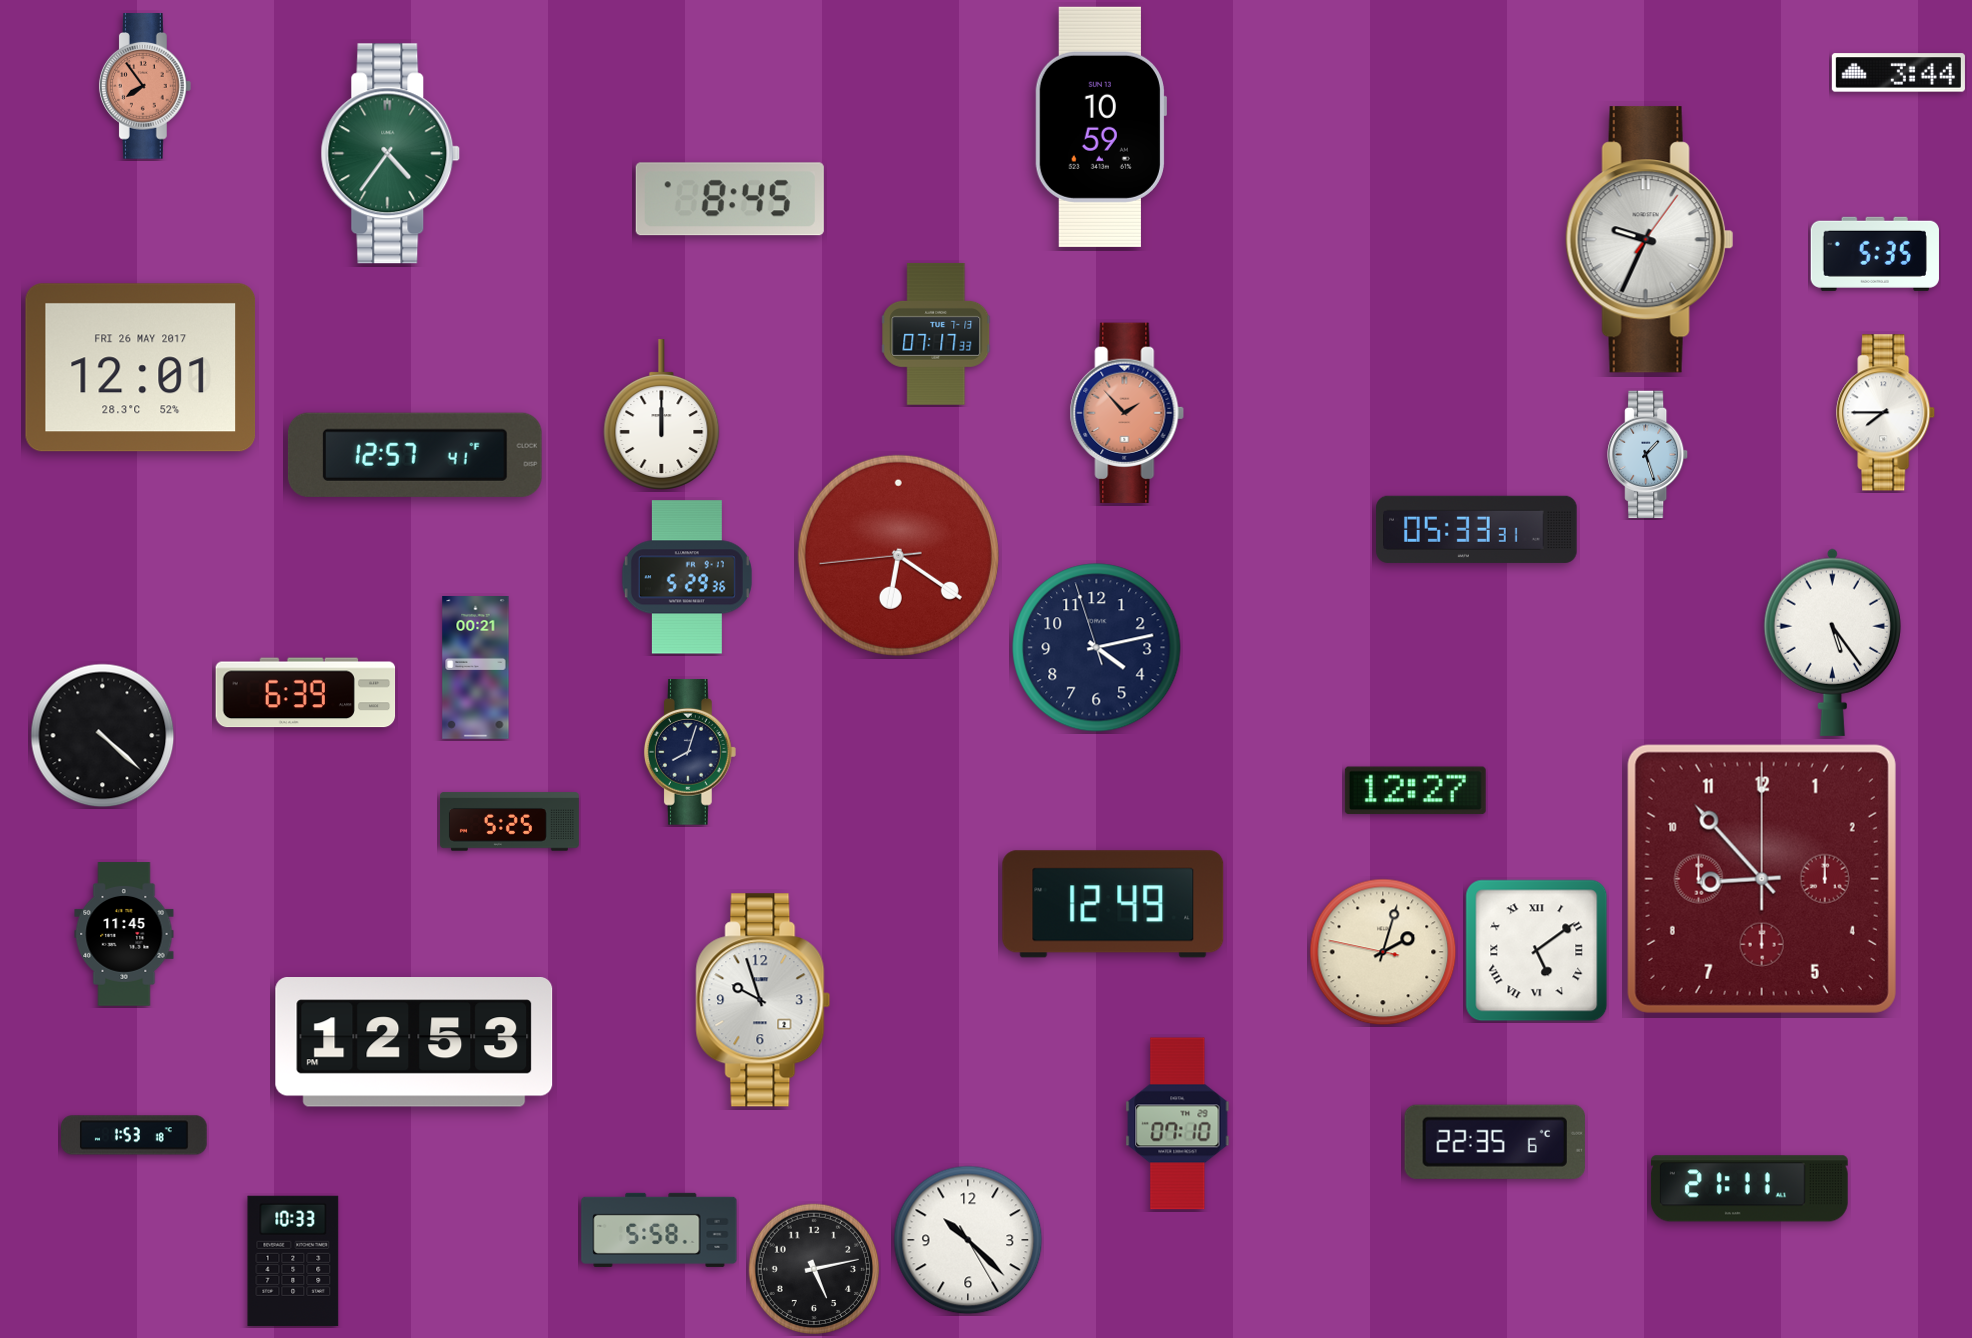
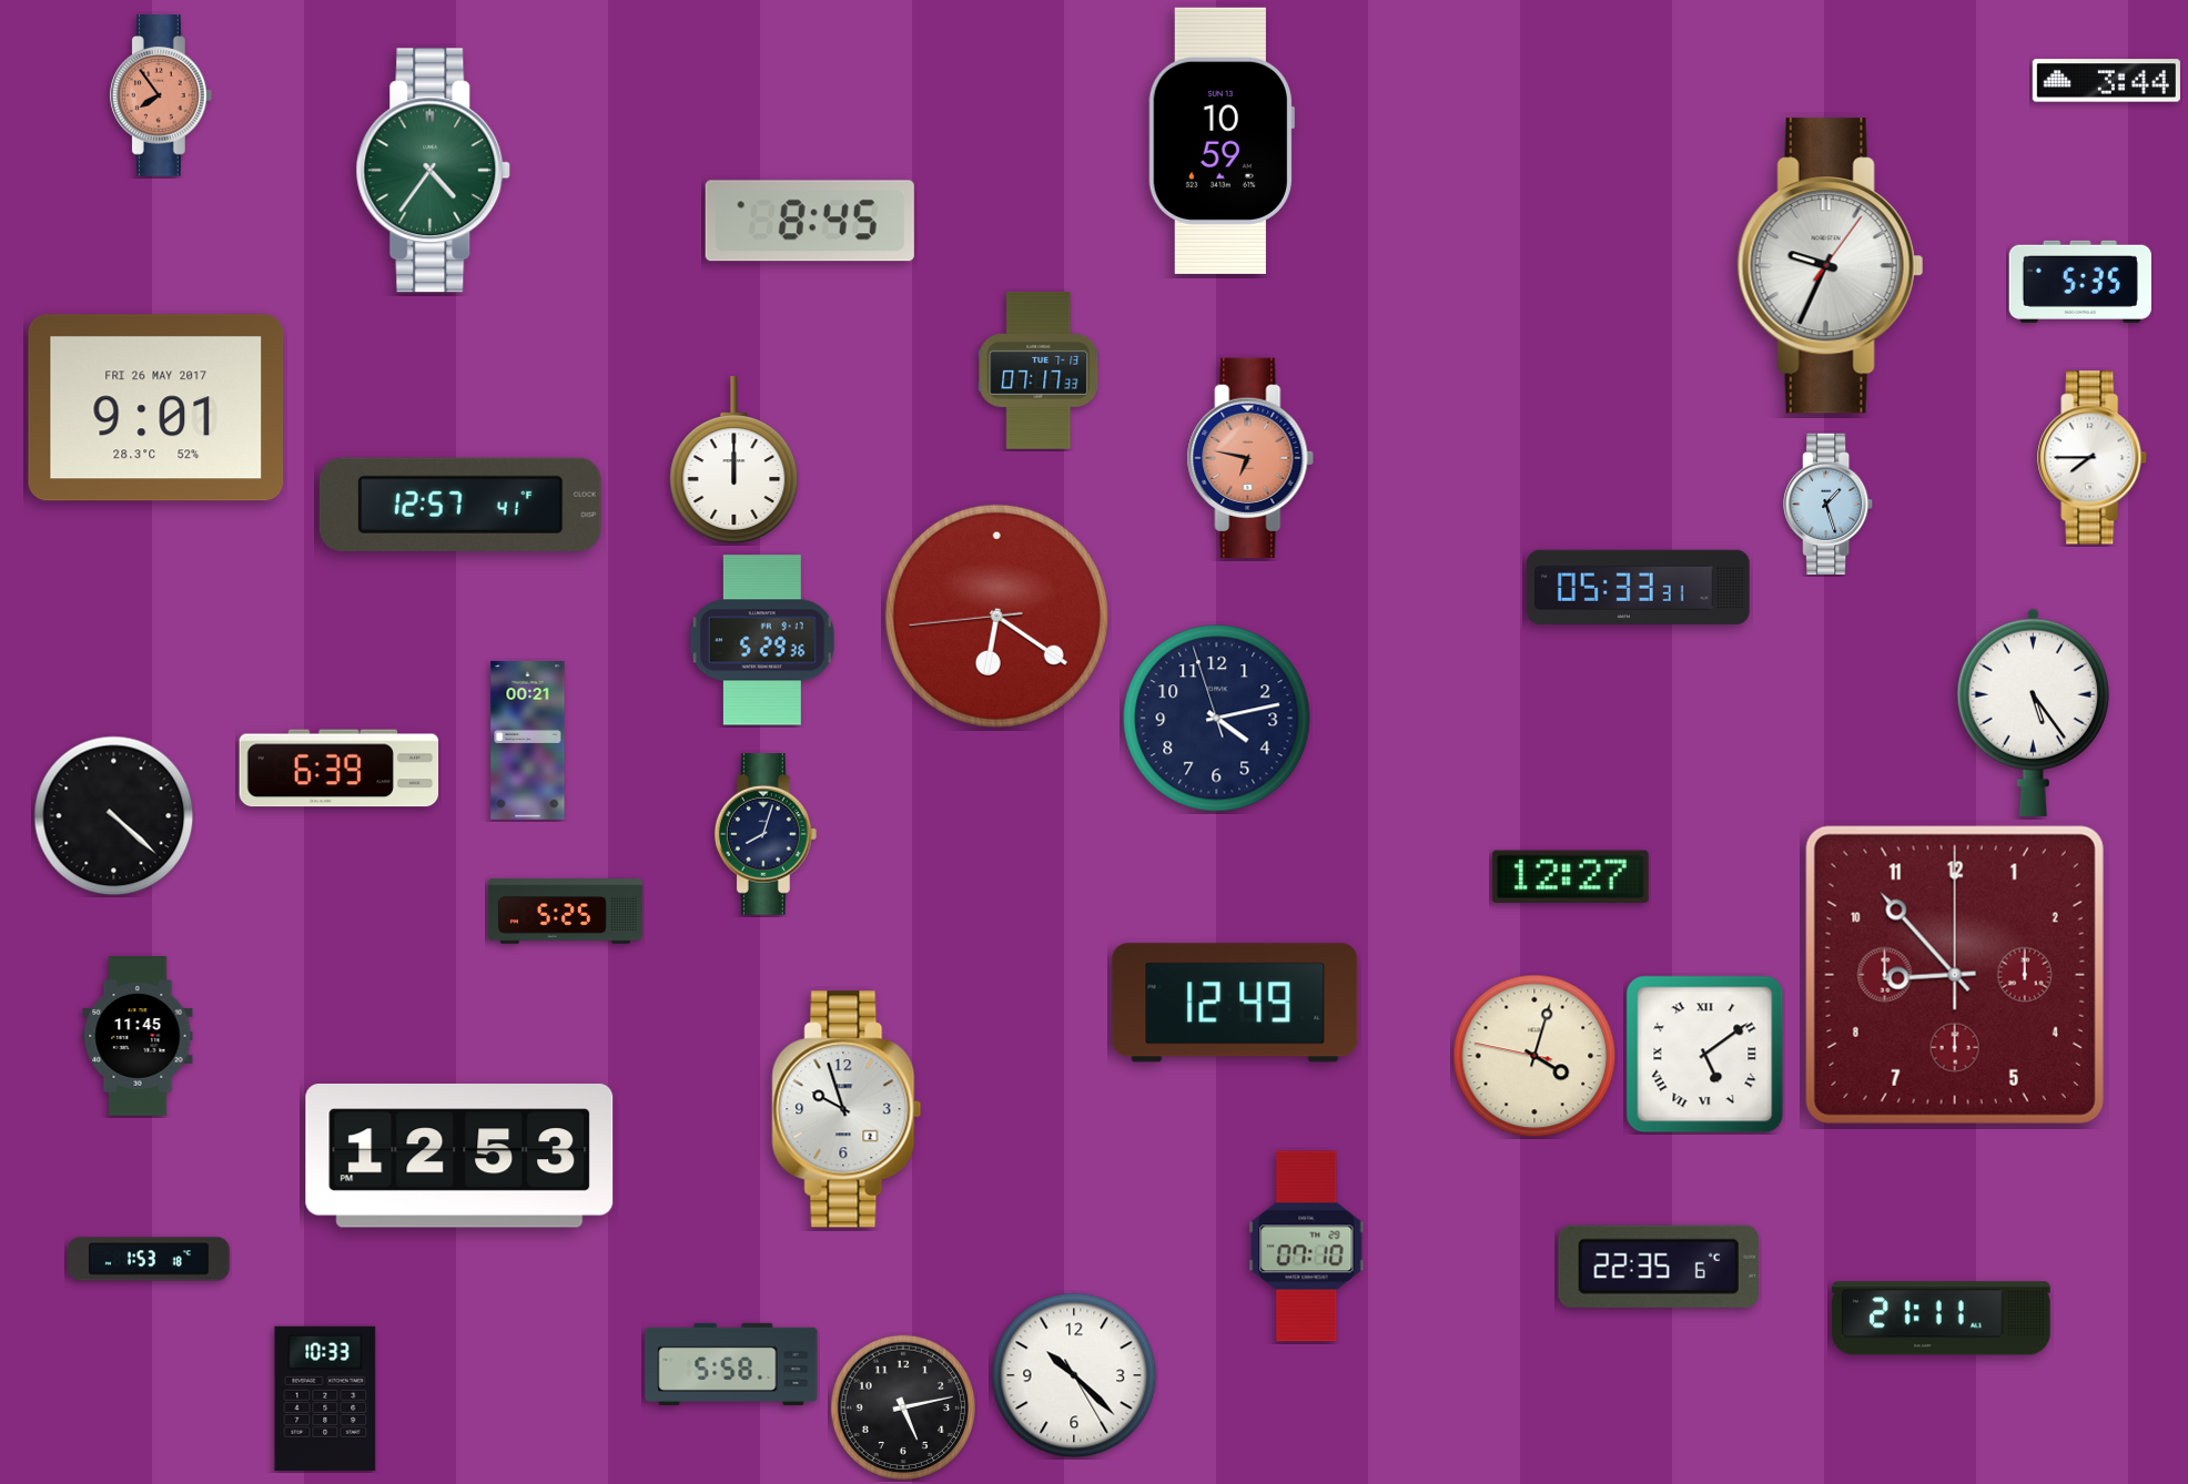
clock at (141, 368): 12:01 -> 9:01
clock at (1127, 412): 1:53 -> 6:47
clock at (1383, 952): 2:02 -> 4:02
